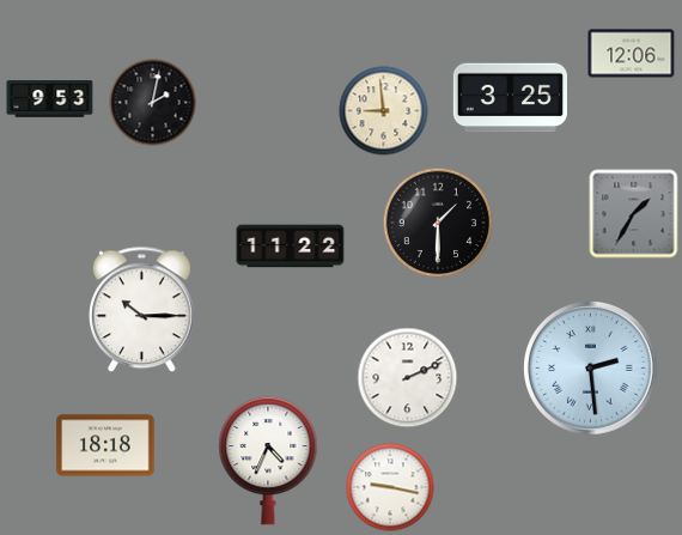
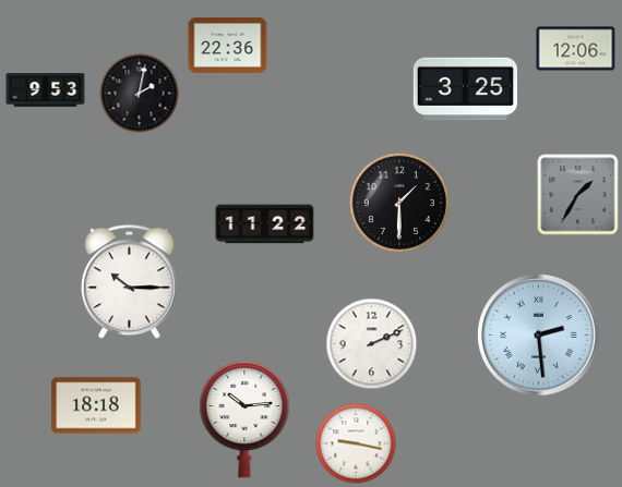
clock at (228, 45): none -> 22:36
clock at (384, 111): 8:59 -> none
clock at (268, 461): 4:34 -> 10:14
